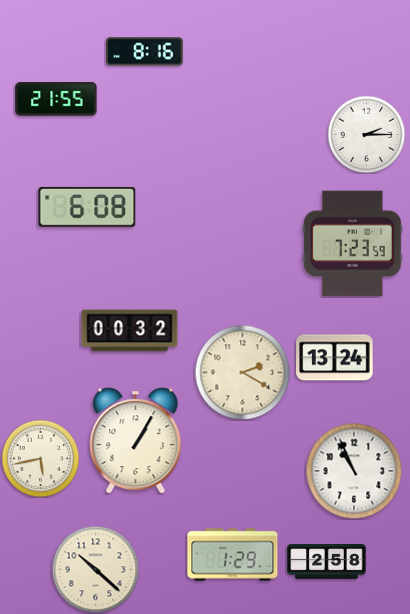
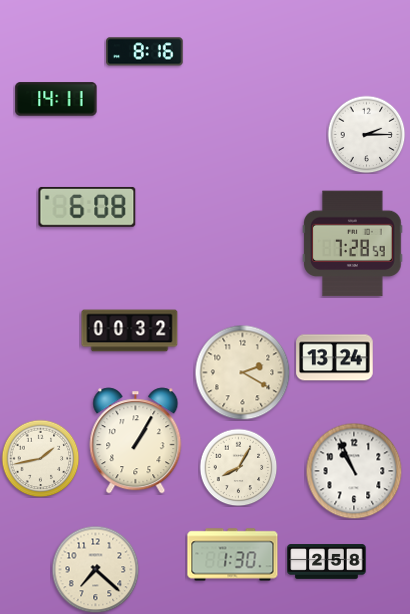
clock at (56, 99): 21:55 -> 14:11
clock at (353, 244): 7:23 -> 7:28
clock at (40, 458): 5:43 -> 1:43
clock at (238, 467): none -> 8:05
clock at (233, 555): 1:29 -> 1:30
clock at (95, 569): 10:22 -> 7:22
